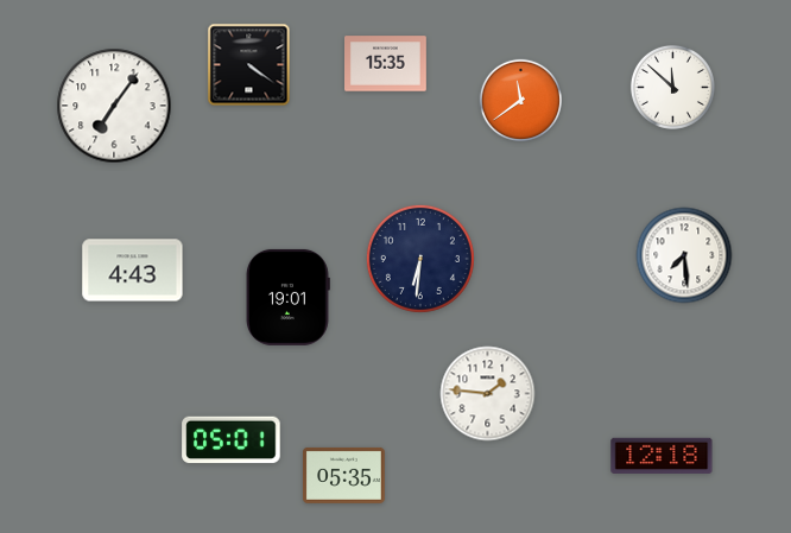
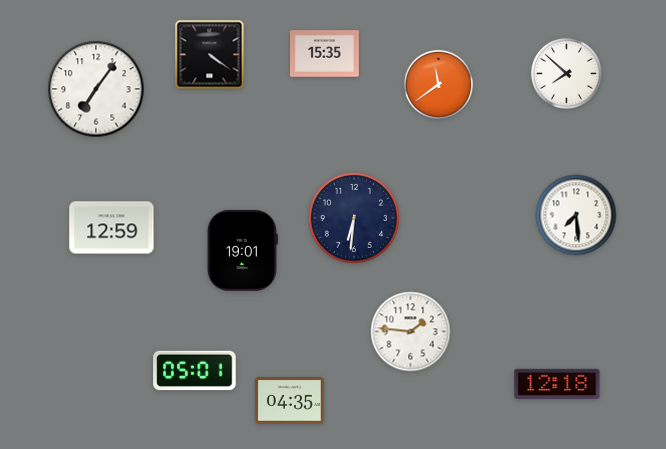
clock at (672, 87): 11:52 -> 7:52
clock at (133, 271): 4:43 -> 12:59
clock at (343, 475): 05:35 -> 04:35
